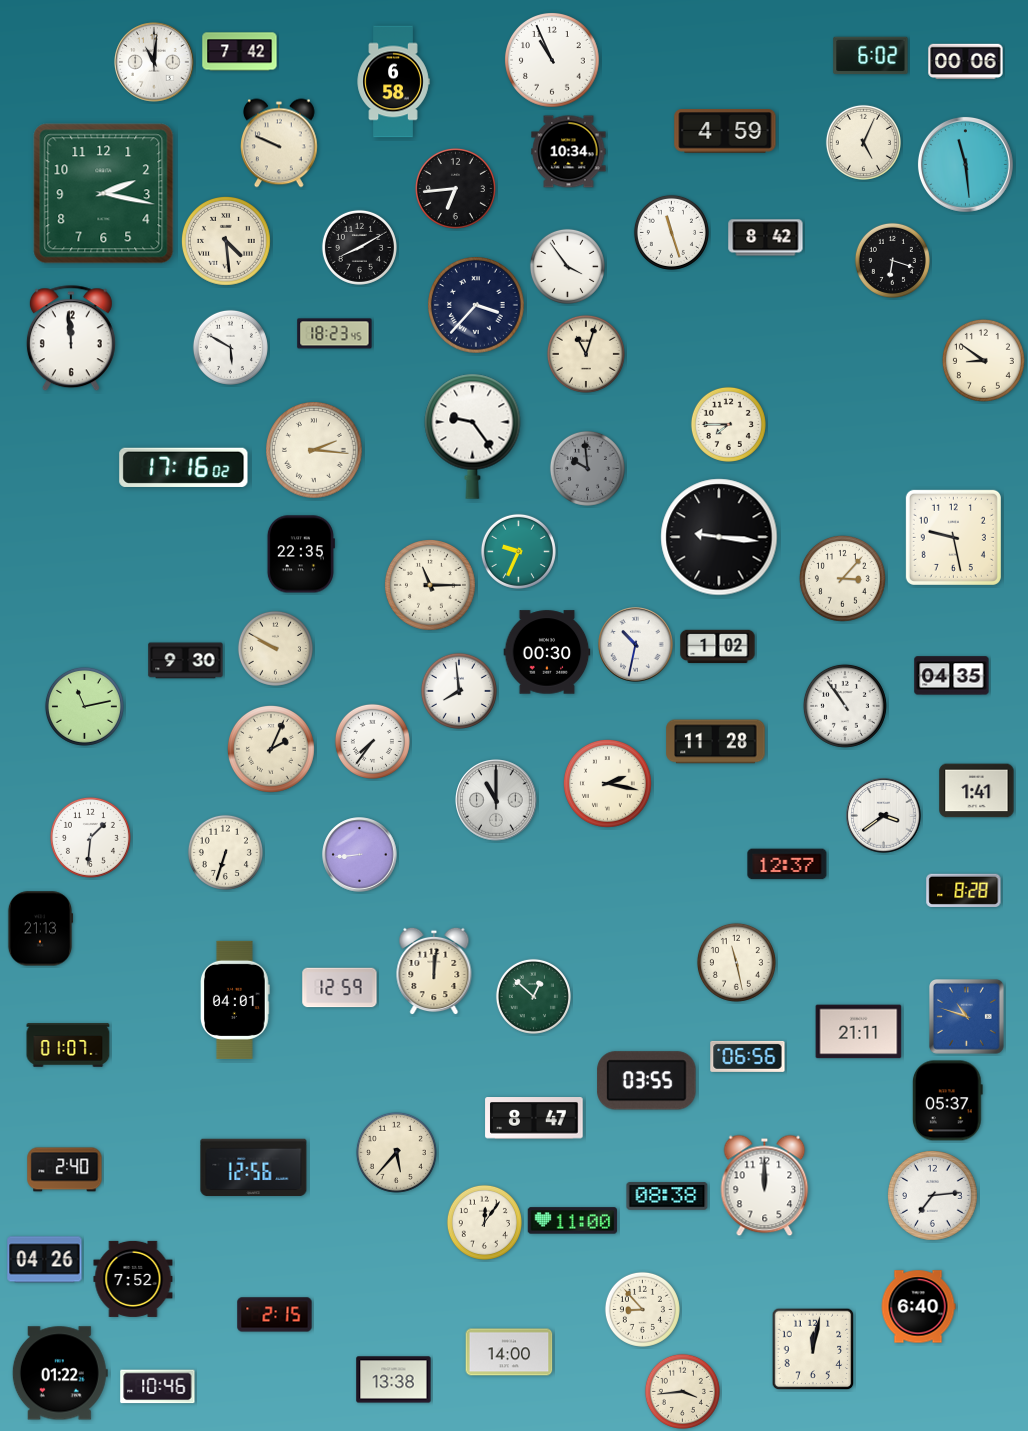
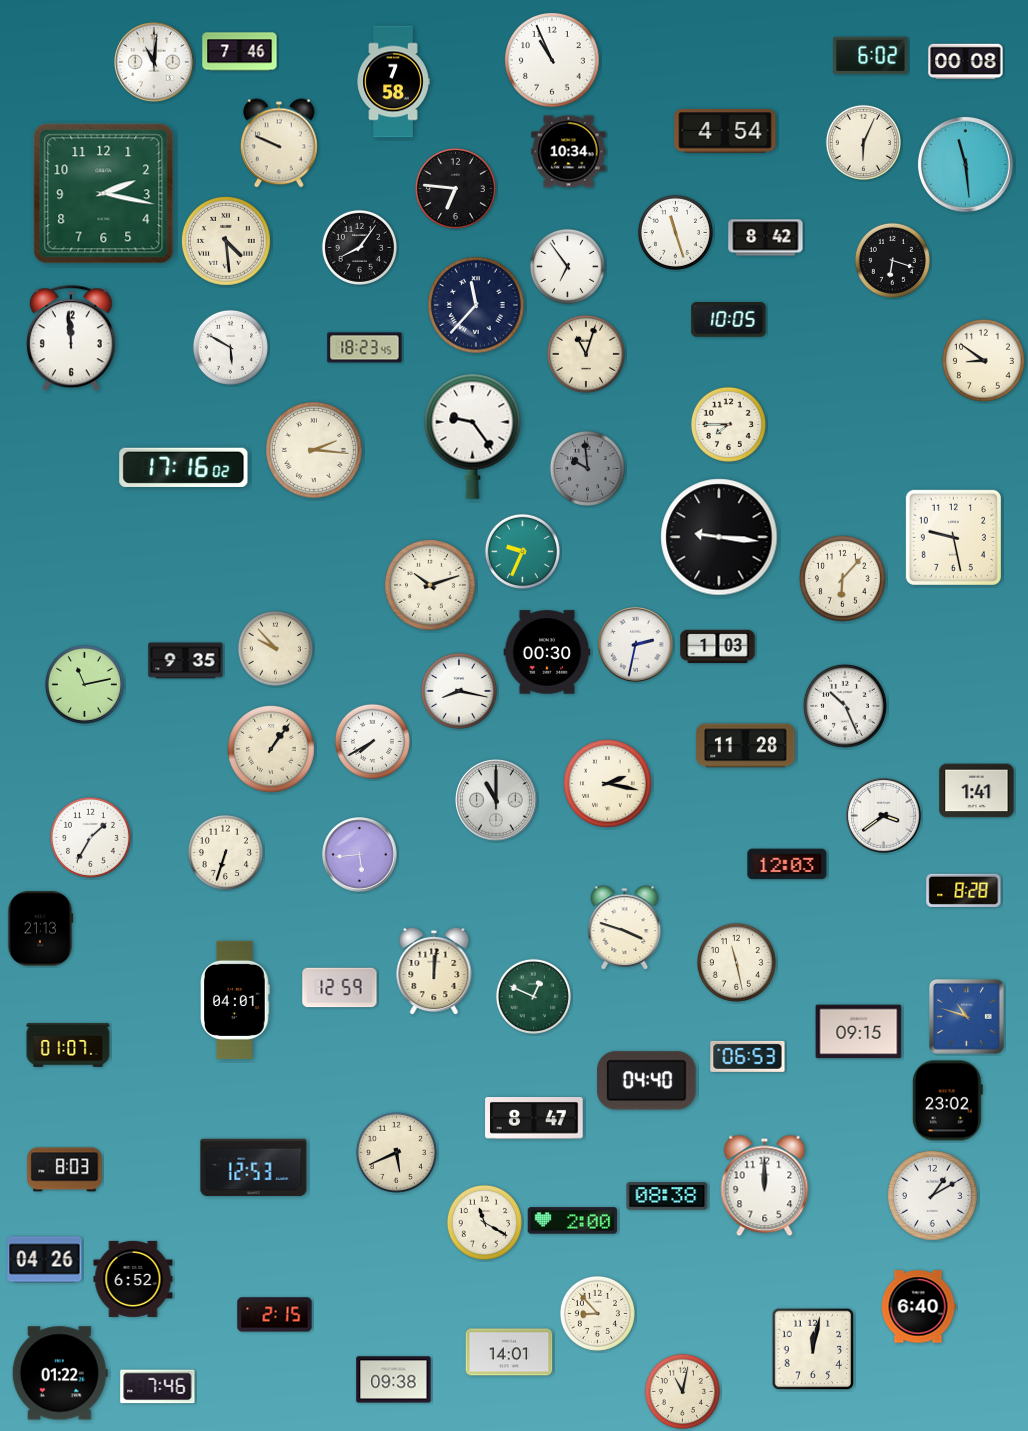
clock at (240, 52): 7:42 -> 7:46
clock at (966, 62): 00:06 -> 00:08
clock at (393, 82): 6:58 -> 7:58
clock at (725, 131): 4:59 -> 4:54
clock at (863, 142): 5:04 -> 6:04
clock at (455, 188): 6:44 -> 6:46
clock at (671, 232) position: (671, 232) -> (675, 232)
clock at (359, 247): 8:10 -> 8:06
clock at (567, 266): 3:54 -> 6:54
clock at (476, 305): 3:37 -> 11:37
clock at (729, 320): none -> 10:05
clock at (335, 334) position: (335, 334) -> (365, 348)
clock at (518, 551) position: (518, 551) -> (522, 551)
clock at (301, 554): 22:35 -> none
clock at (842, 578): 3:07 -> 6:07
clock at (431, 586): 11:15 -> 10:12
clock at (636, 645): 10:32 -> 2:32
clock at (718, 647): 1:02 -> 1:03
clock at (275, 648): 9:50 -> 9:53
clock at (186, 661): 9:30 -> 9:35
clock at (952, 676): 04:35 -> none
clock at (459, 691): 7:59 -> 8:17
clock at (84, 706) position: (84, 706) -> (84, 684)
clock at (845, 706): 10:54 -> 10:26
clock at (372, 741): 7:36 -> 7:40
clock at (716, 742) position: (716, 742) -> (746, 746)
clock at (271, 749): 2:04 -> 1:06
clock at (90, 837): 1:31 -> 1:35
clock at (360, 855): 8:44 -> 5:44
clock at (787, 864): 12:37 -> 12:03
clock at (625, 928): none -> 3:48
clock at (533, 996): 12:52 -> 12:49
clock at (859, 1032): 21:11 -> 09:15
clock at (748, 1056): 06:56 -> 06:53
clock at (647, 1081): 03:55 -> 04:40
clock at (947, 1101): 05:37 -> 23:02
clock at (396, 1152): 5:37 -> 5:41
clock at (254, 1168): 12:56 -> 12:53
clock at (65, 1170): 2:40 -> 8:03
clock at (933, 1196): 7:14 -> 1:10
clock at (573, 1221): 11:00 -> 2:00
clock at (484, 1222): 12:06 -> 11:20
clock at (133, 1279): 7:52 -> 6:52
clock at (642, 1309) position: (642, 1309) -> (597, 1313)
clock at (509, 1352): 14:00 -> 14:01
clock at (394, 1380): 13:38 -> 09:38
clock at (158, 1387): 10:46 -> 7:46
clock at (682, 1391): 3:44 -> 11:02
